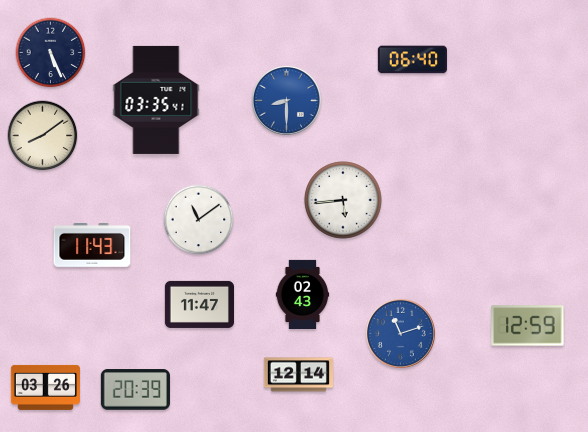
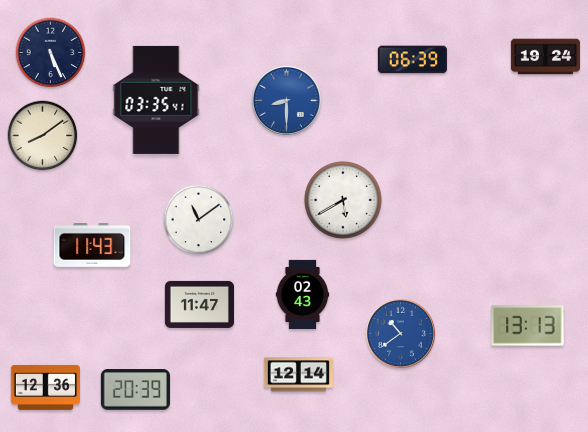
clock at (545, 57): none -> 19:24
clock at (412, 60): 06:40 -> 06:39
clock at (343, 200): 5:44 -> 5:40
clock at (528, 326): 12:59 -> 13:13
clock at (400, 333): 11:12 -> 10:39
clock at (45, 387): 03:26 -> 12:36
